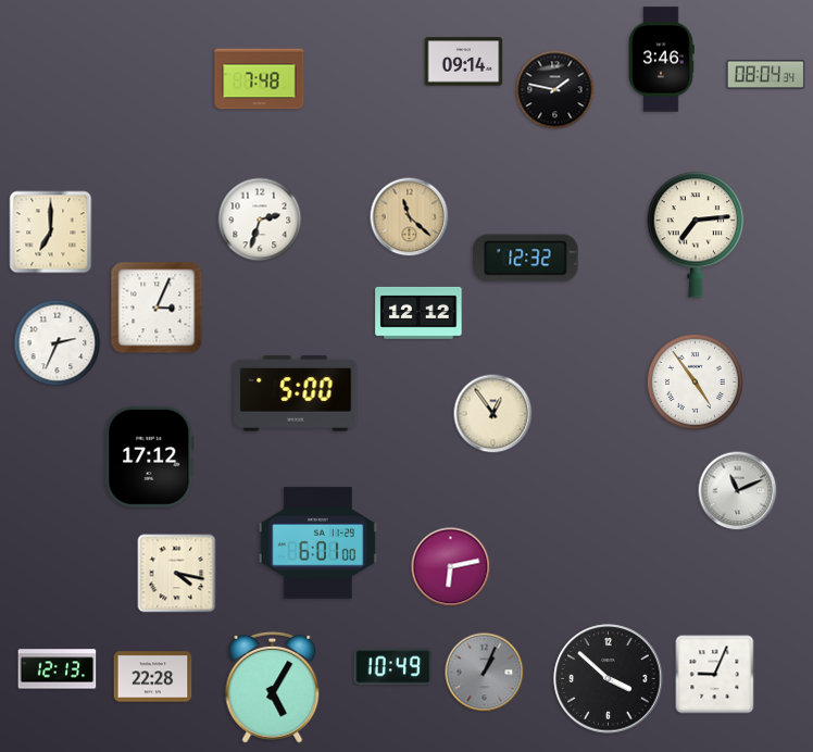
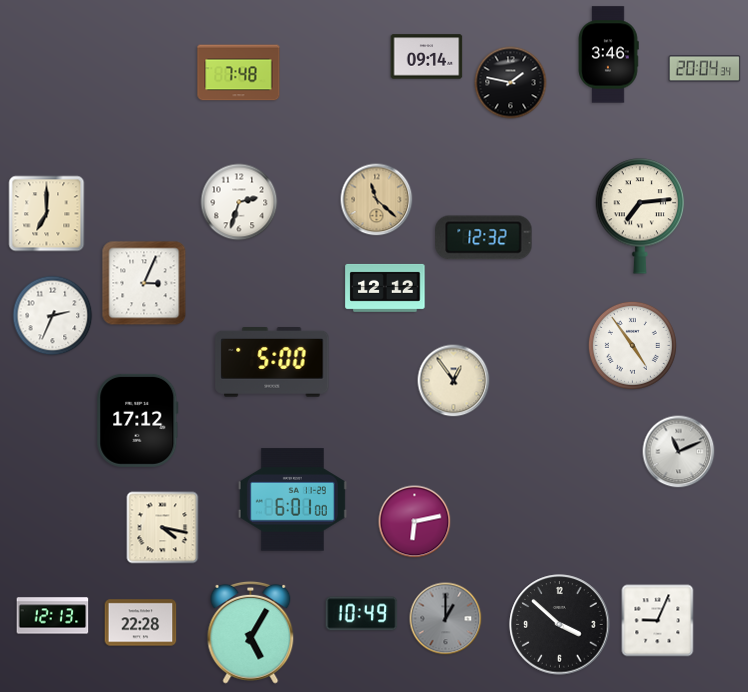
clock at (766, 75): 08:04 -> 20:04
clock at (695, 381) position: (695, 381) -> (632, 345)
clock at (485, 673): 1:04 -> 1:00
